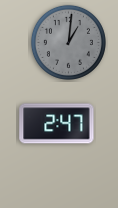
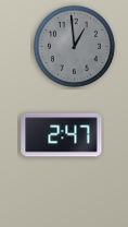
clock at (68, 42): 1:01 -> 12:59
